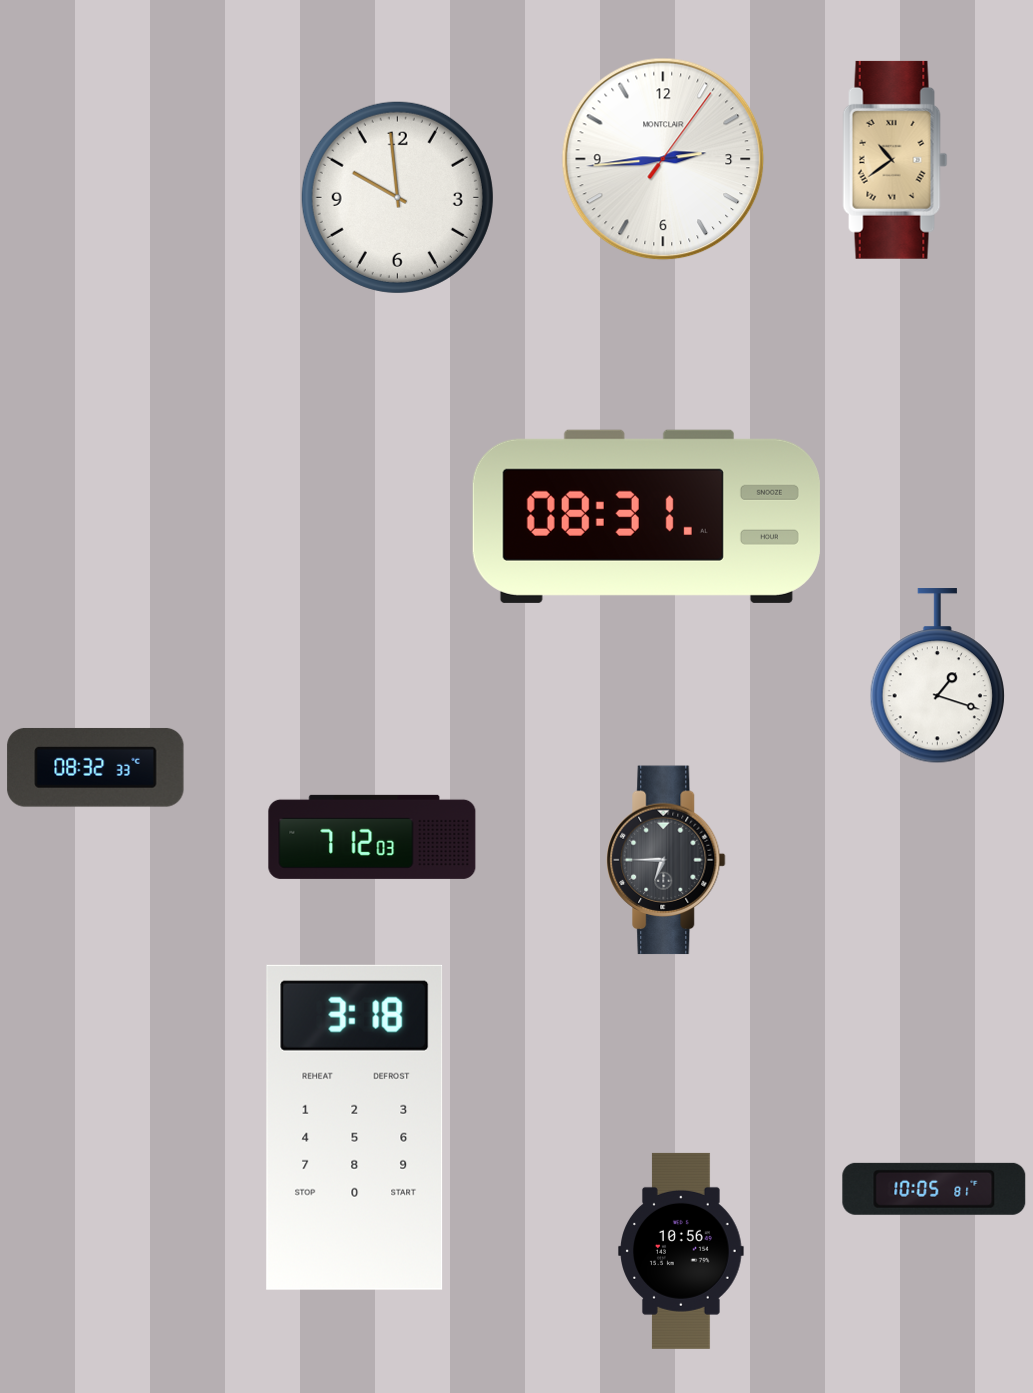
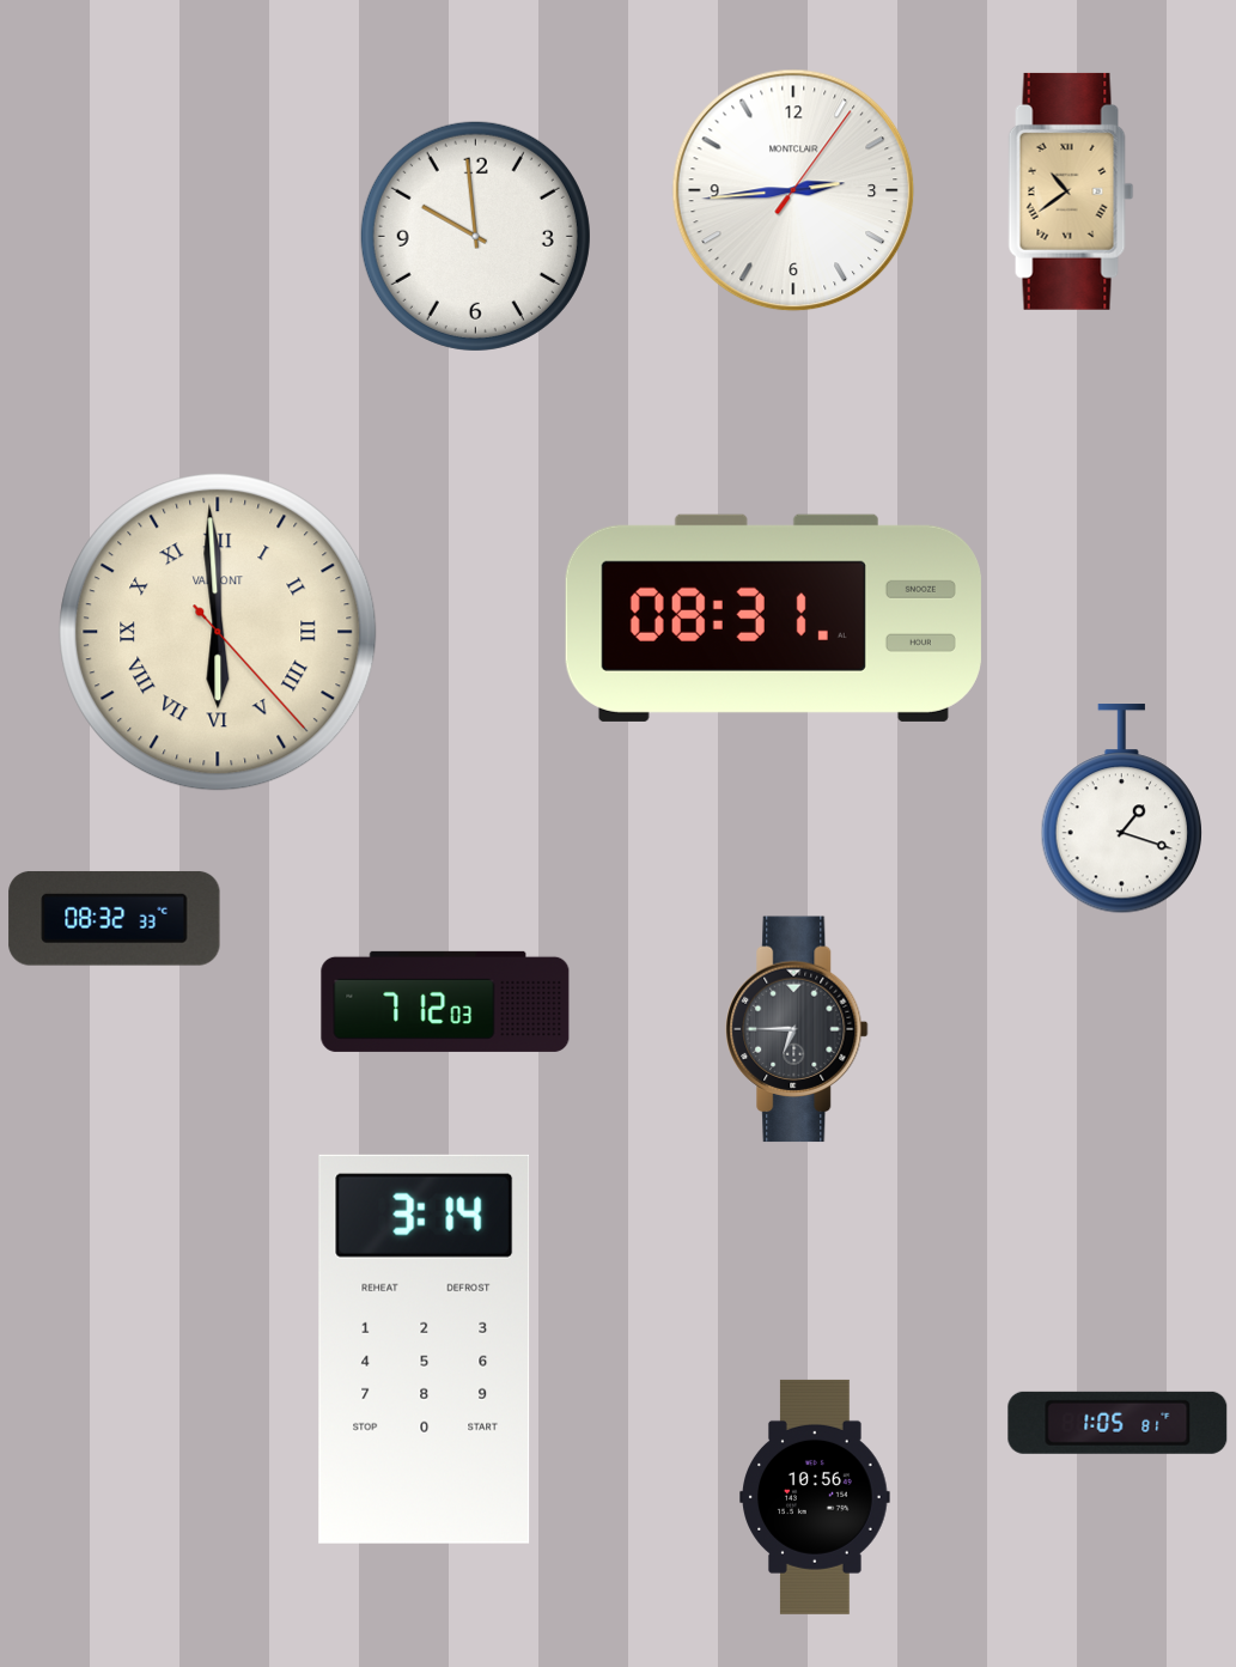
clock at (218, 632): none -> 5:59
clock at (355, 1127): 3:18 -> 3:14
clock at (934, 1189): 10:05 -> 1:05
